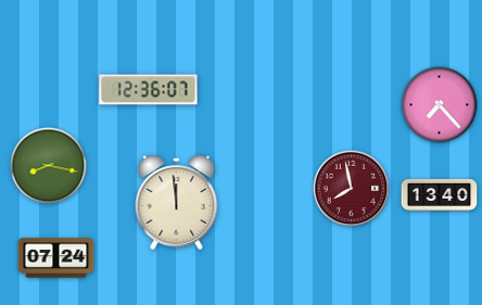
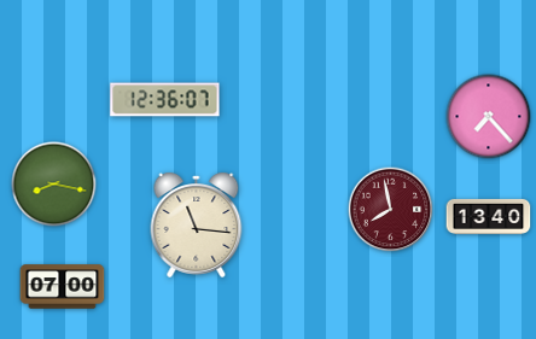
clock at (177, 202): 11:59 -> 11:16
clock at (56, 258): 07:24 -> 07:00
